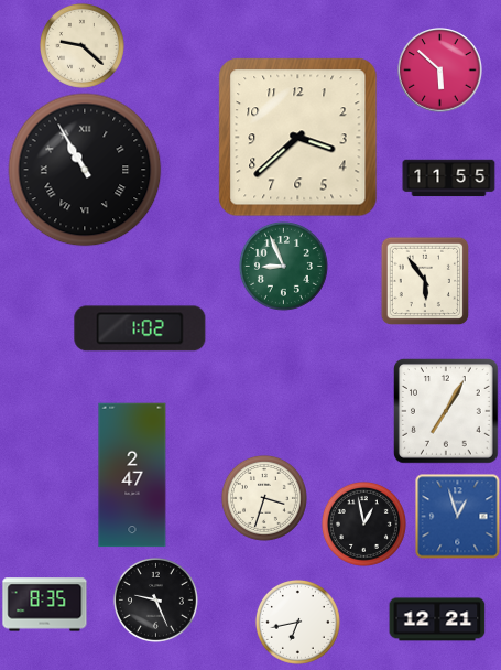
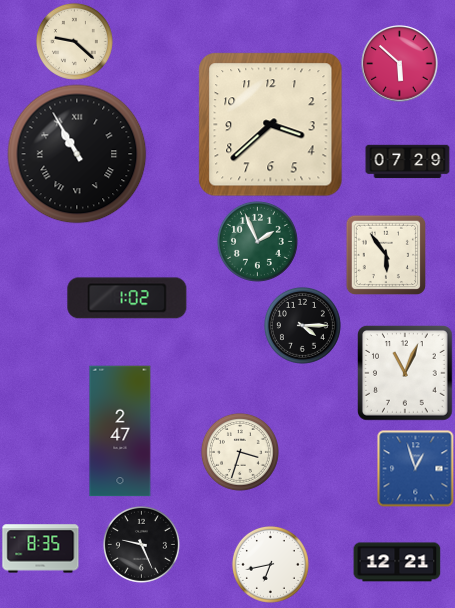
clock at (449, 179): 11:55 -> 07:29
clock at (283, 266): 8:56 -> 1:56
clock at (302, 325): none -> 4:15
clock at (447, 412): 7:05 -> 11:04
clock at (363, 523): 12:58 -> none
